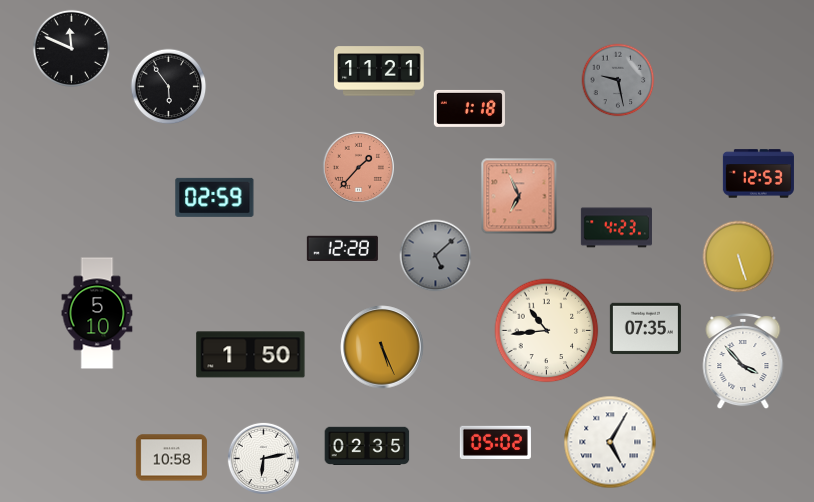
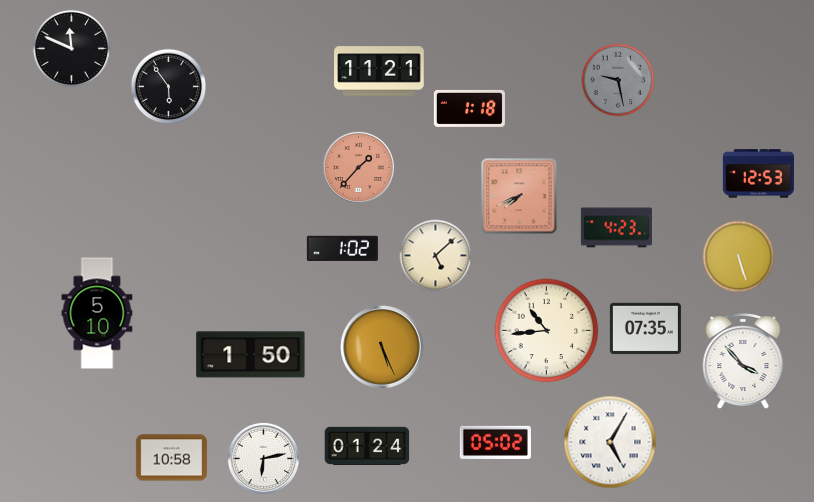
clock at (519, 196): 6:56 -> 7:41
clock at (215, 197): 02:59 -> none
clock at (342, 248): 12:28 -> 1:02
clock at (436, 256) dial: grey -> cream
clock at (367, 446): 02:35 -> 01:24
